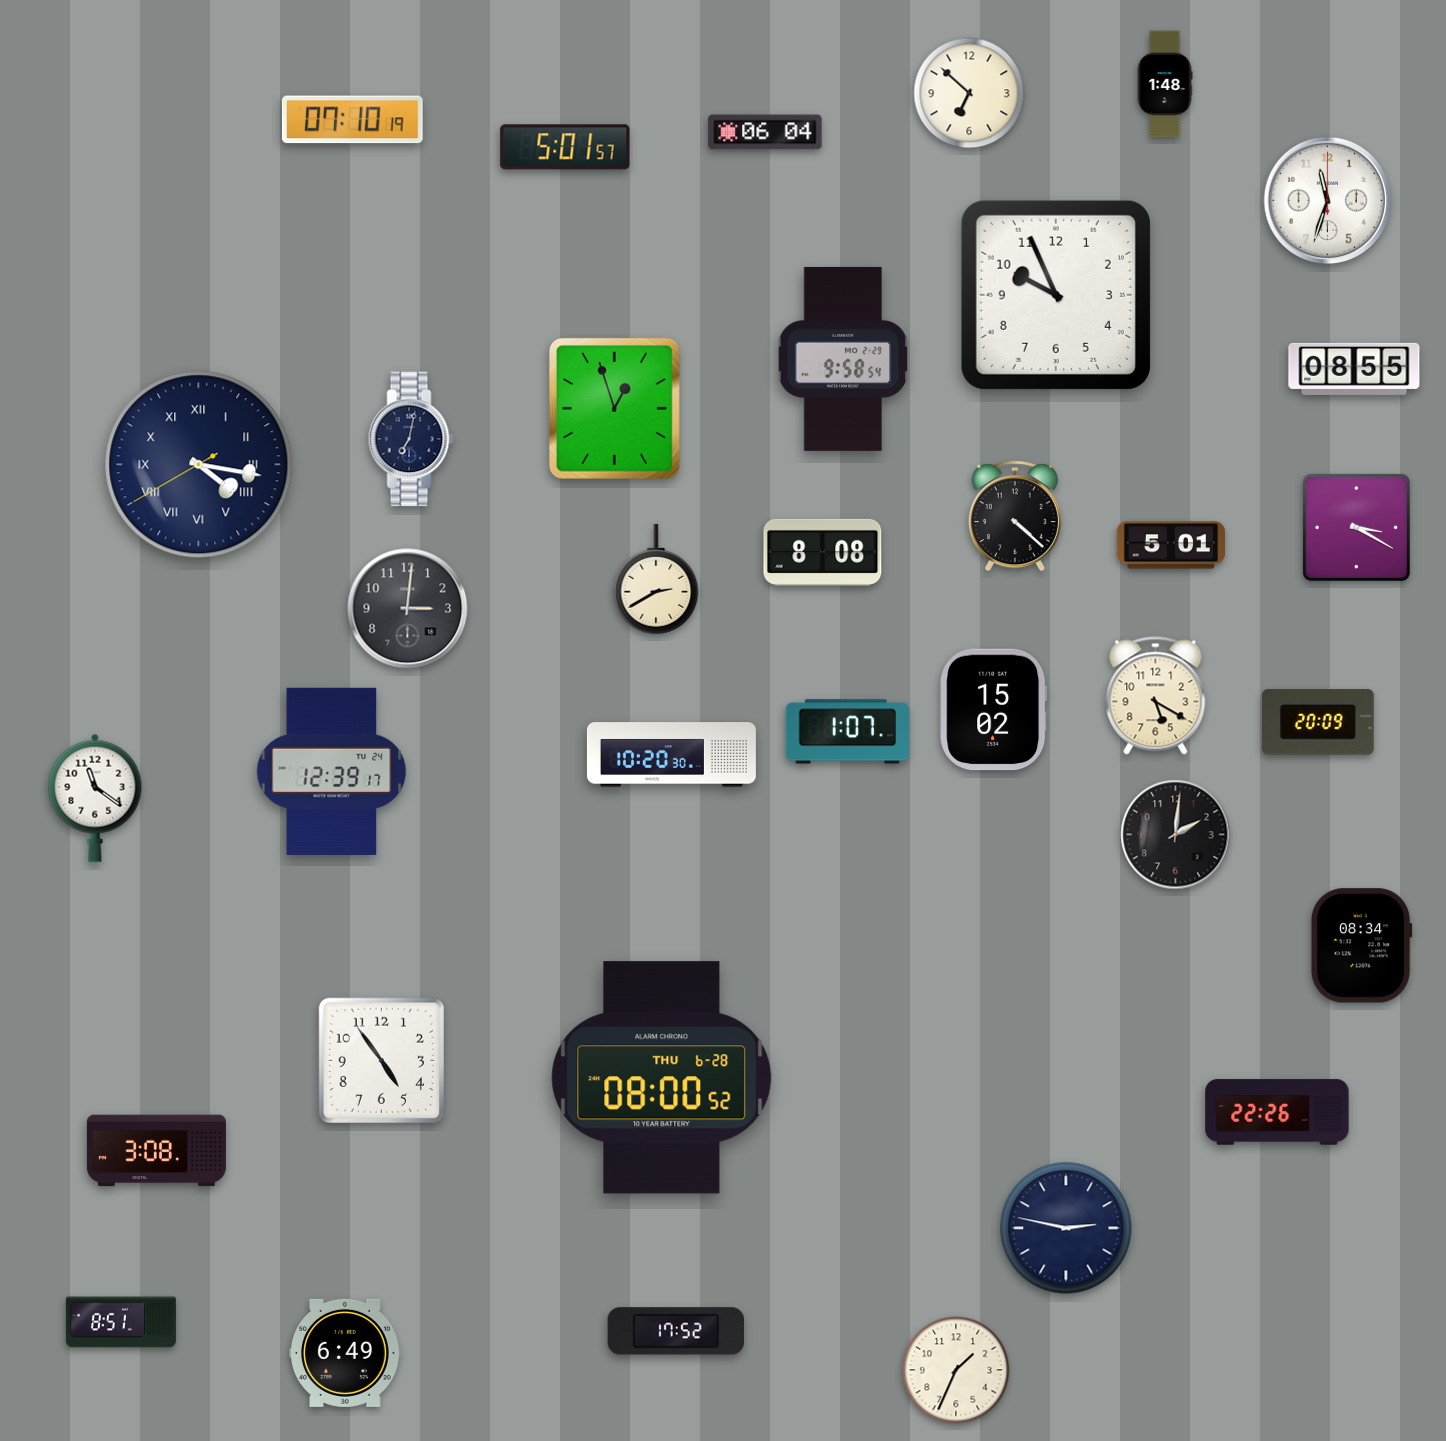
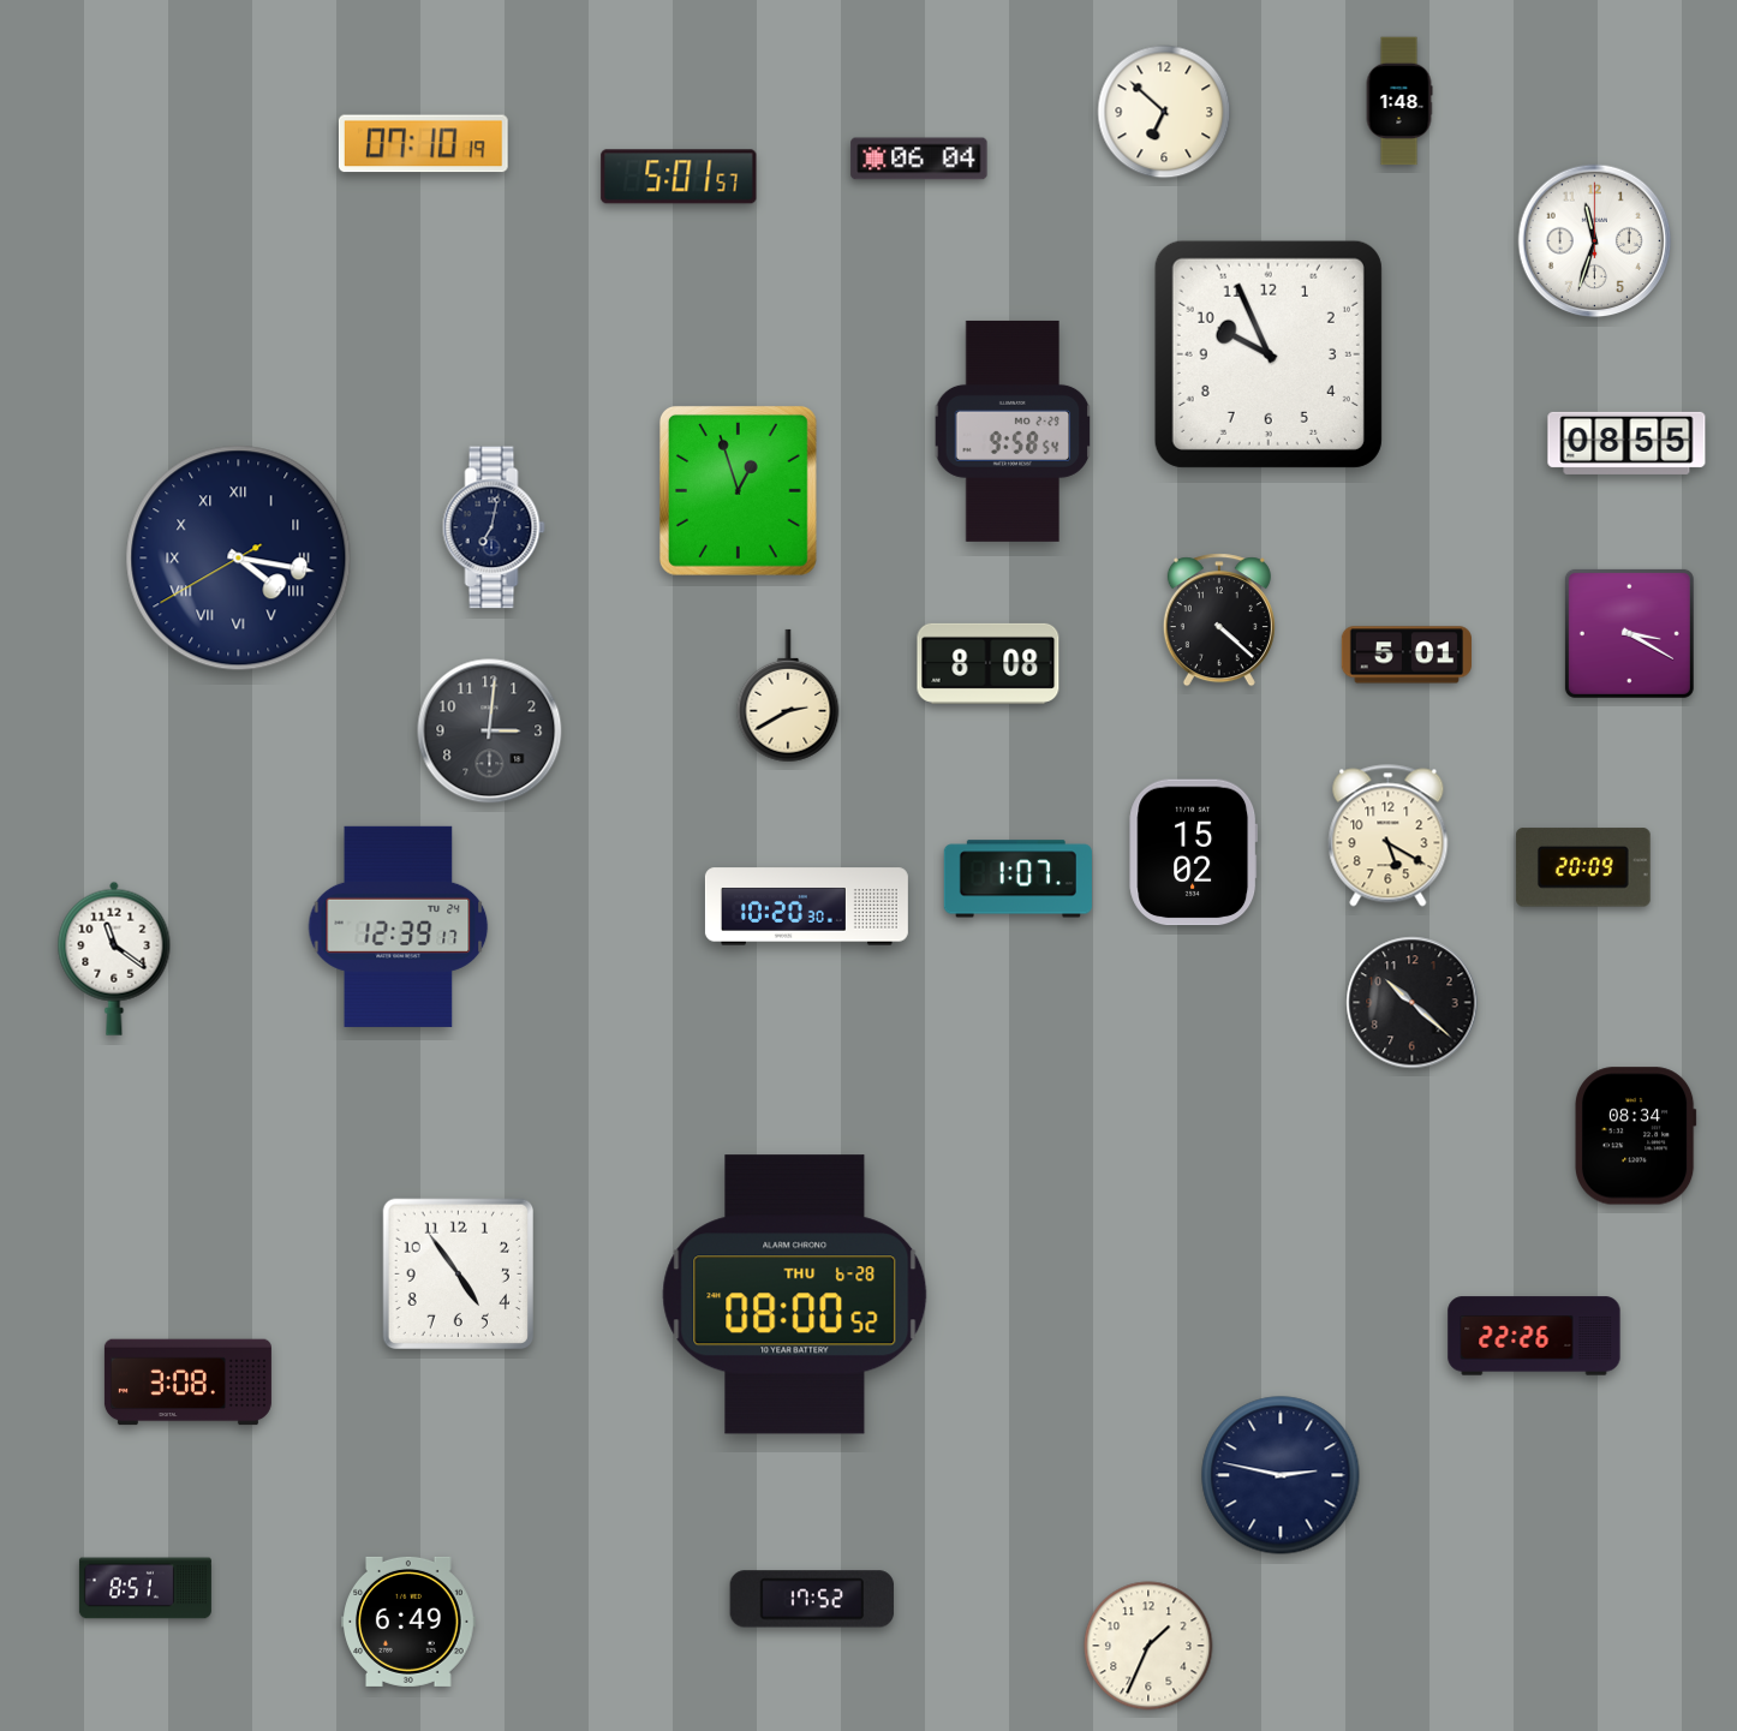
clock at (1176, 835): 2:01 -> 10:22
clock at (345, 1353) position: (345, 1353) -> (408, 1622)
